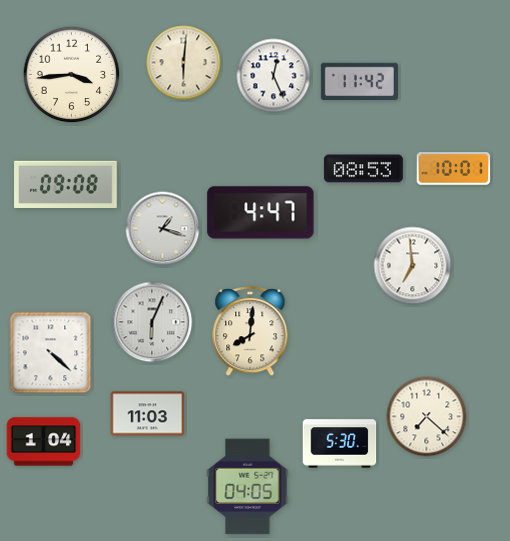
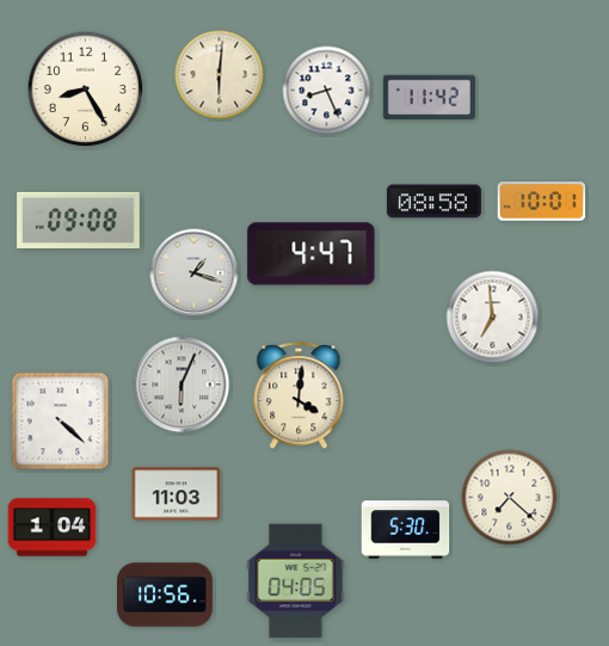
clock at (72, 75): 3:44 -> 8:25
clock at (274, 76): 12:26 -> 8:26
clock at (363, 169): 08:53 -> 08:58
clock at (250, 332): 8:01 -> 4:01
clock at (166, 595): none -> 10:56
